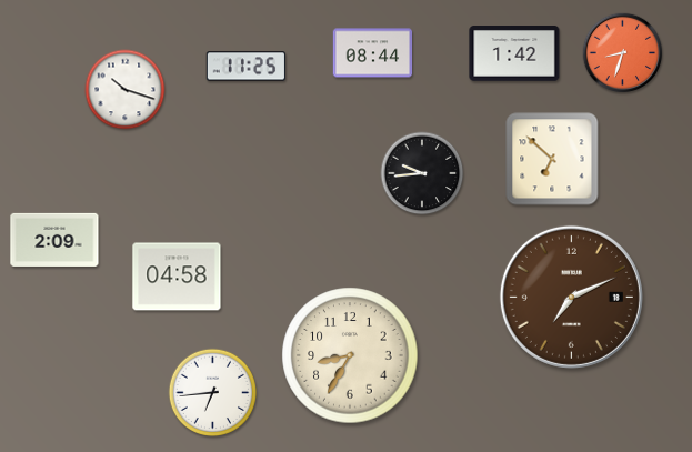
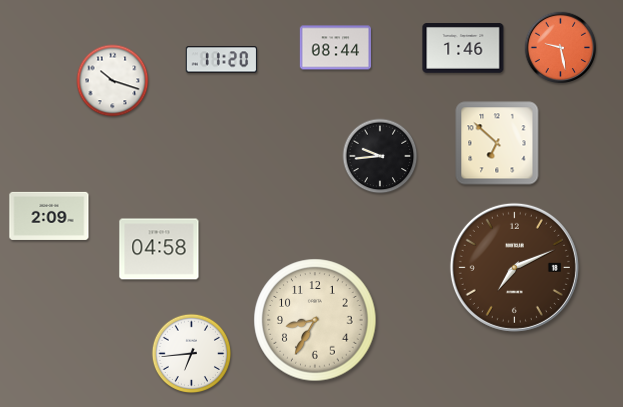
clock at (514, 53): 1:42 -> 1:46
clock at (623, 53): 8:33 -> 9:28
clock at (247, 67): 11:25 -> 11:20
